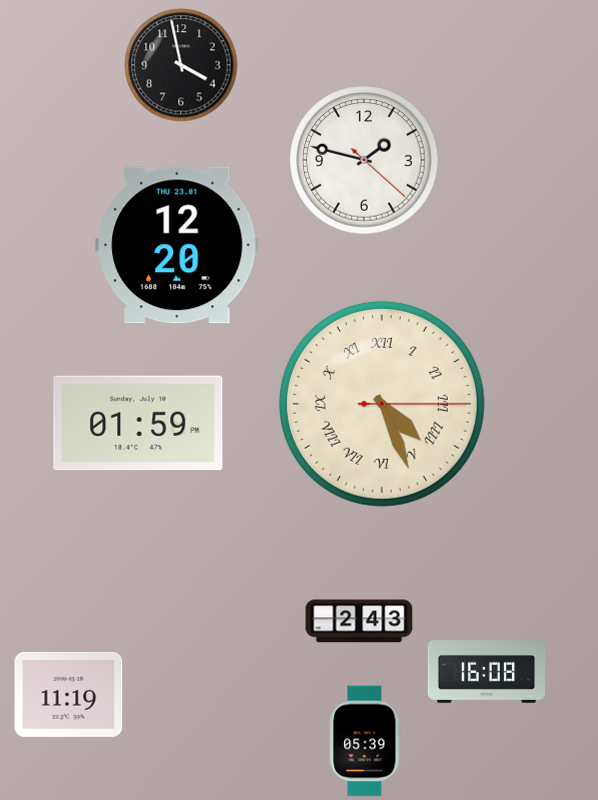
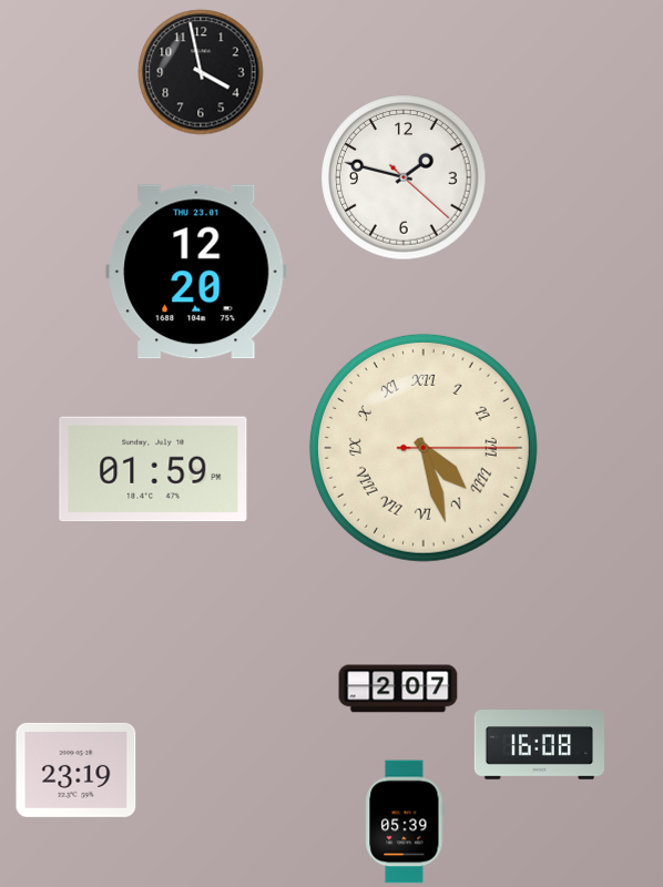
clock at (382, 404): 4:26 -> 4:27
clock at (359, 621): 2:43 -> 2:07
clock at (69, 694): 11:19 -> 23:19
